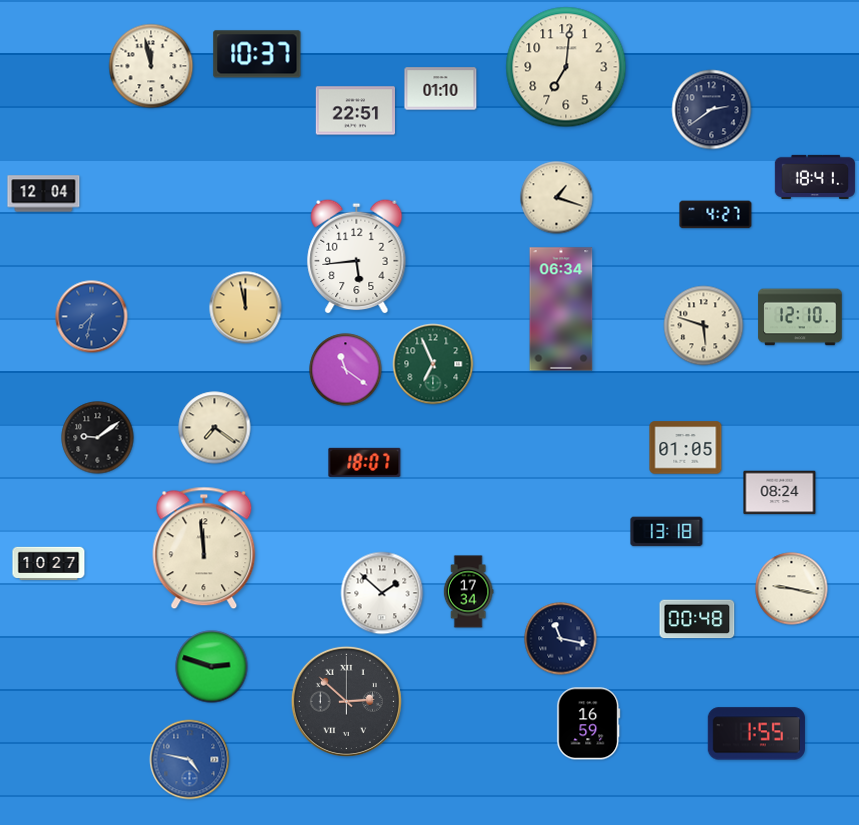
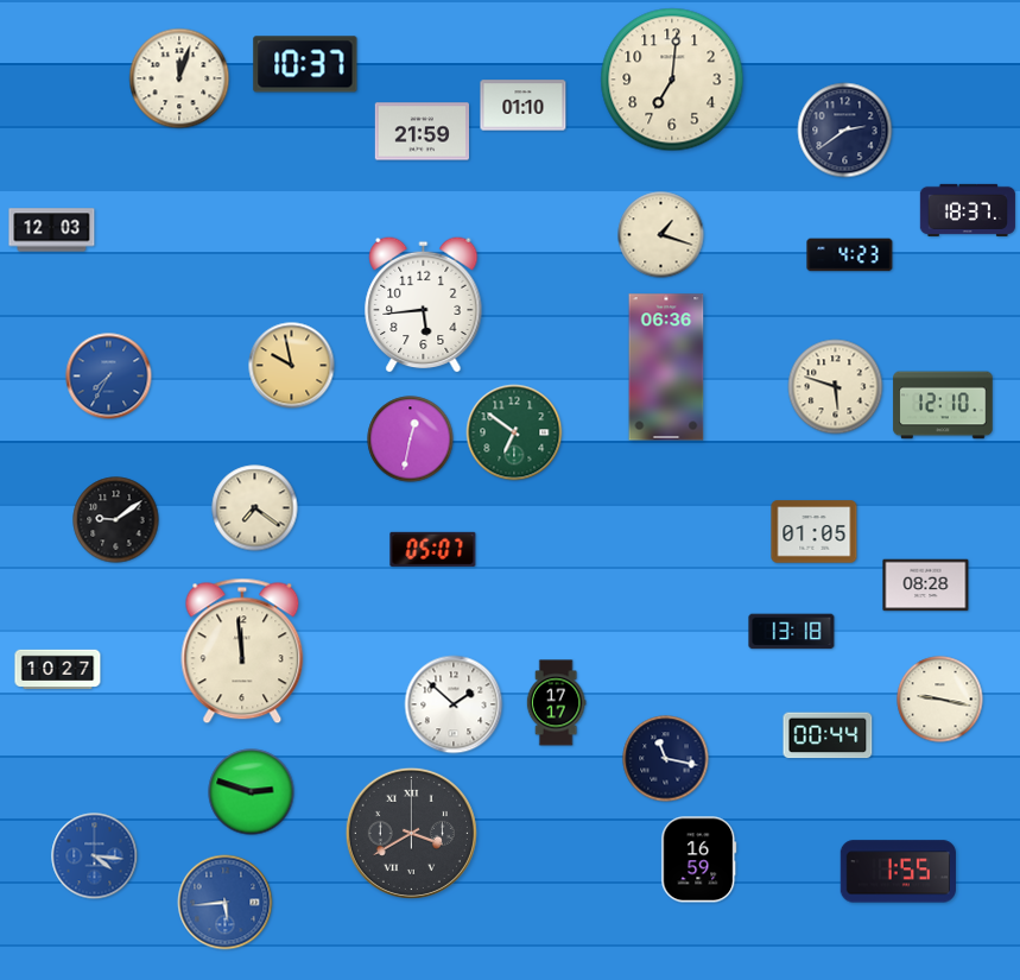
clock at (151, 66): 11:58 -> 12:03
clock at (355, 111): 22:51 -> 21:59
clock at (815, 177): 18:41 -> 18:37
clock at (44, 194): 12:04 -> 12:03
clock at (716, 215): 4:27 -> 4:23
clock at (246, 308): 11:58 -> 9:58
clock at (561, 309): 06:34 -> 06:36
clock at (92, 317): 7:32 -> 7:35
clock at (800, 317) position: (800, 317) -> (943, 405)
clock at (433, 364): 6:56 -> 6:51
clock at (346, 370): 11:21 -> 12:32
clock at (365, 462): 18:07 -> 05:07
clock at (780, 493): 08:24 -> 08:28
clock at (468, 592): 17:34 -> 17:17
clock at (697, 619): 00:48 -> 00:44
clock at (346, 701): 2:52 -> 3:40
clock at (95, 856): none -> 4:16
clock at (190, 760): 4:47 -> 5:44
